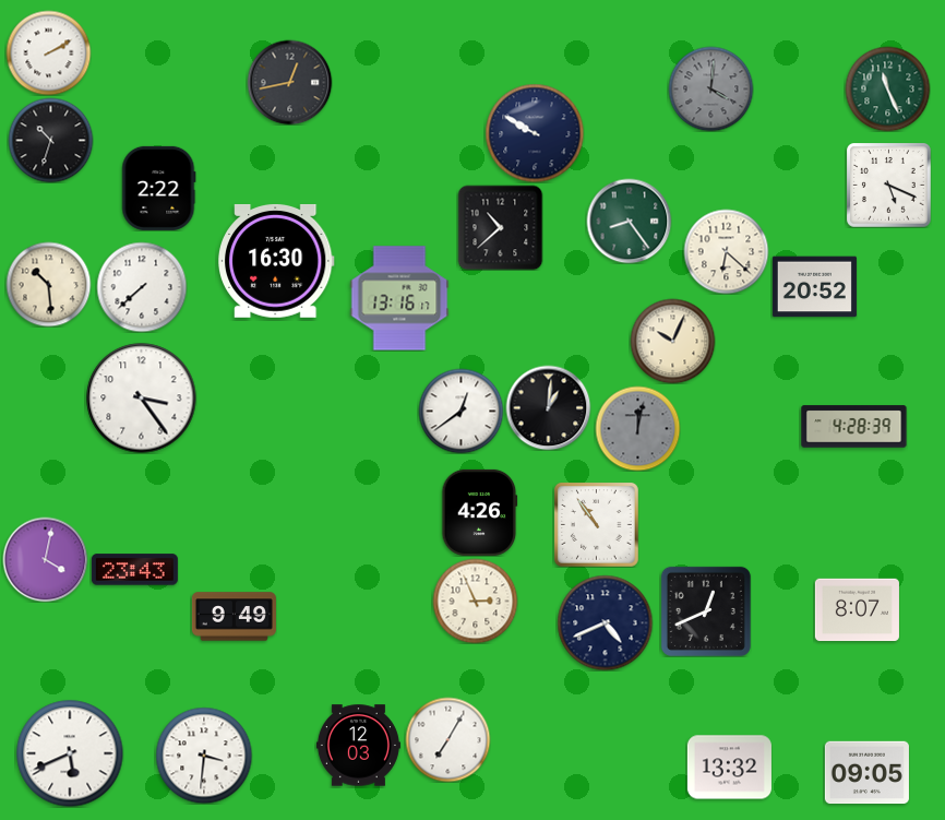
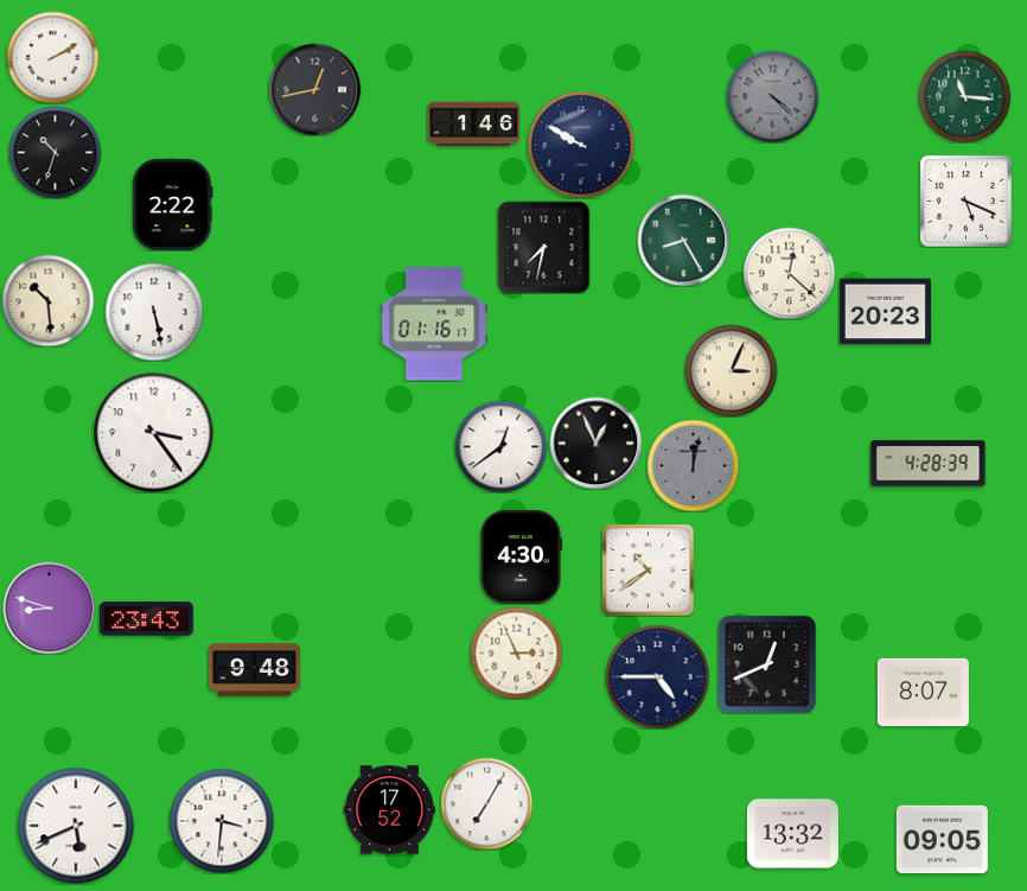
clock at (710, 88): 4:01 -> 4:22
clock at (887, 88): 11:26 -> 11:16
clock at (473, 125): none -> 1:46
clock at (629, 221): 8:24 -> 8:25
clock at (500, 227): 10:38 -> 7:32
clock at (726, 251): 6:22 -> 12:22
clock at (276, 261): 16:30 -> none
clock at (48, 284) position: (48, 284) -> (47, 300)
clock at (142, 287): 7:38 -> 5:28
clock at (814, 287): 20:52 -> 20:23
clock at (399, 298): 13:16 -> 01:16
clock at (672, 341): 10:04 -> 3:04
clock at (548, 407): 1:01 -> 12:56
clock at (480, 512): 4:26 -> 4:30
clock at (597, 525): 10:54 -> 10:39
clock at (45, 559): 4:02 -> 8:48
clock at (857, 610) position: (857, 610) -> (923, 693)
clock at (234, 617): 9:49 -> 9:48
clock at (605, 622): 4:41 -> 4:45
clock at (358, 746): 12:03 -> 17:52
clock at (70, 753) position: (70, 753) -> (76, 826)
